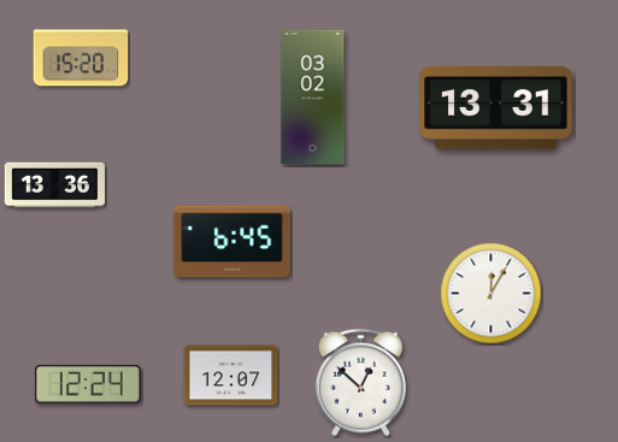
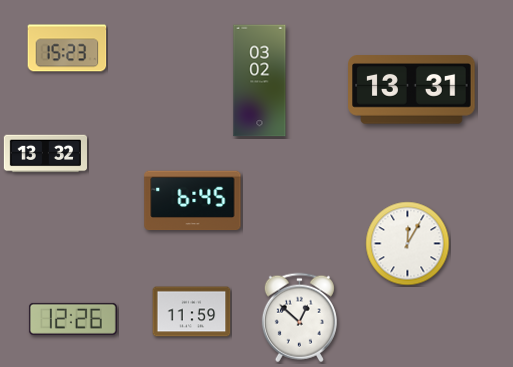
clock at (81, 58): 15:20 -> 15:23
clock at (54, 185): 13:36 -> 13:32
clock at (231, 376): 12:07 -> 11:59
clock at (88, 384): 12:24 -> 12:26
